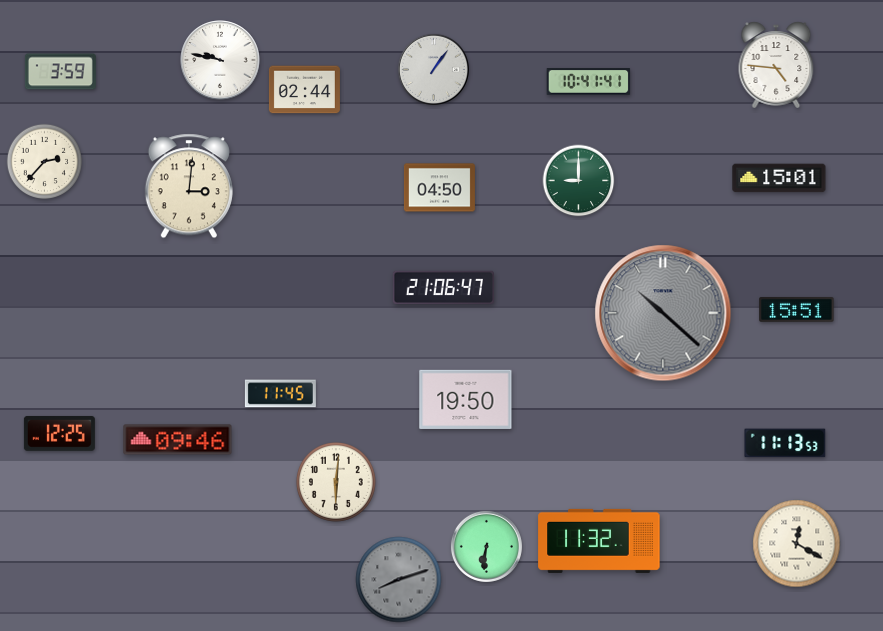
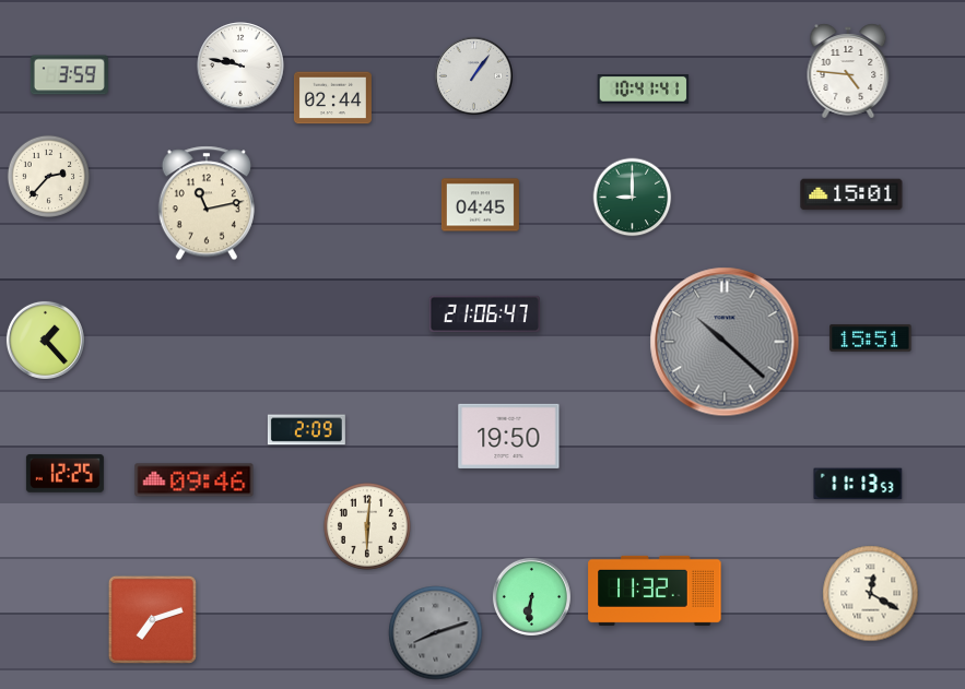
clock at (60, 72) position: (60, 72) -> (69, 75)
clock at (189, 186): 3:01 -> 11:13
clock at (439, 188): 04:50 -> 04:45
clock at (45, 340): none -> 1:23
clock at (280, 394): 11:45 -> 2:09
clock at (152, 619): none -> 7:12
